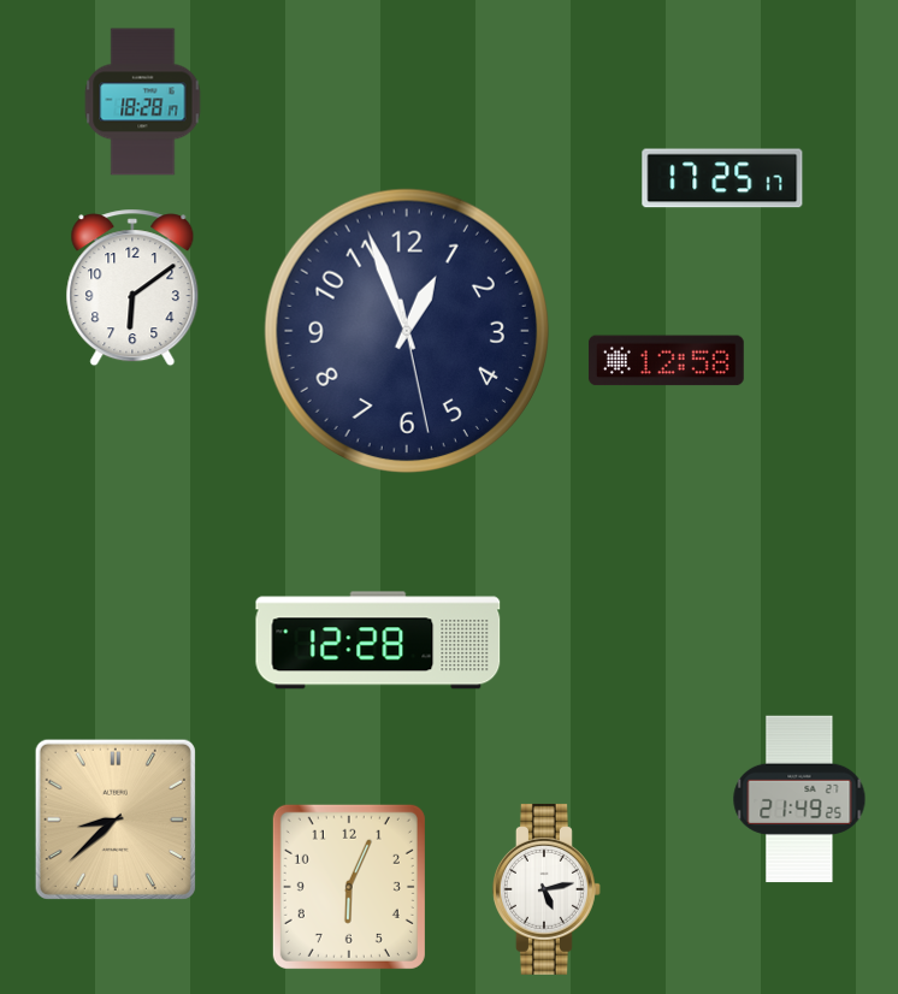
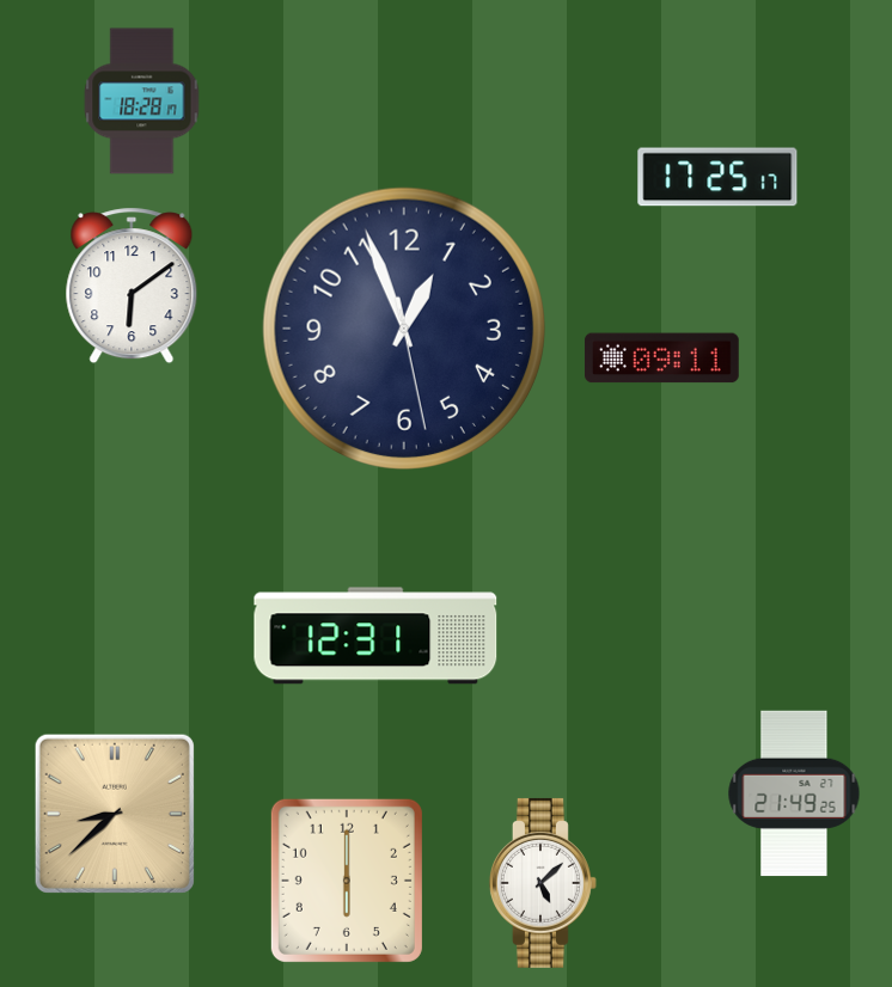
clock at (666, 361): 12:58 -> 09:11
clock at (378, 640): 12:28 -> 12:31
clock at (349, 887): 6:04 -> 6:00
clock at (547, 889): 5:13 -> 5:08
